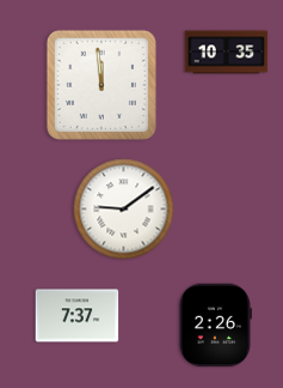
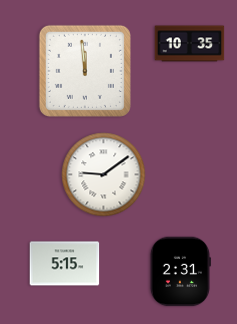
clock at (78, 316): 7:37 -> 5:15
clock at (215, 326): 2:26 -> 2:31
